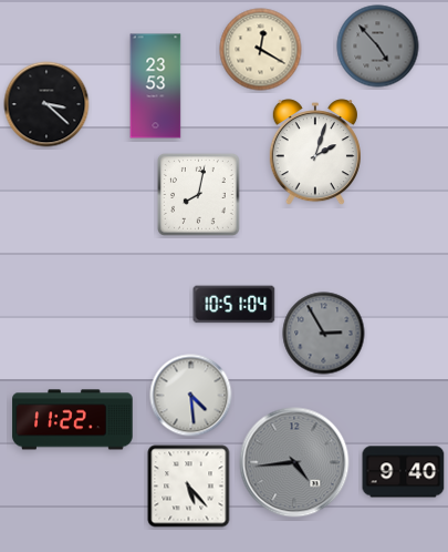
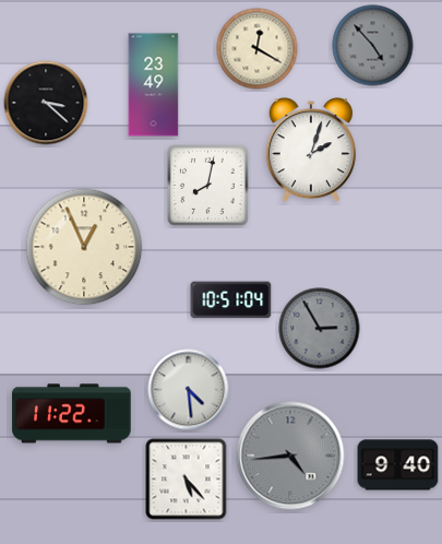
clock at (156, 86): 23:53 -> 23:49
clock at (199, 195) position: (199, 195) -> (208, 186)
clock at (84, 247): none -> 12:56
